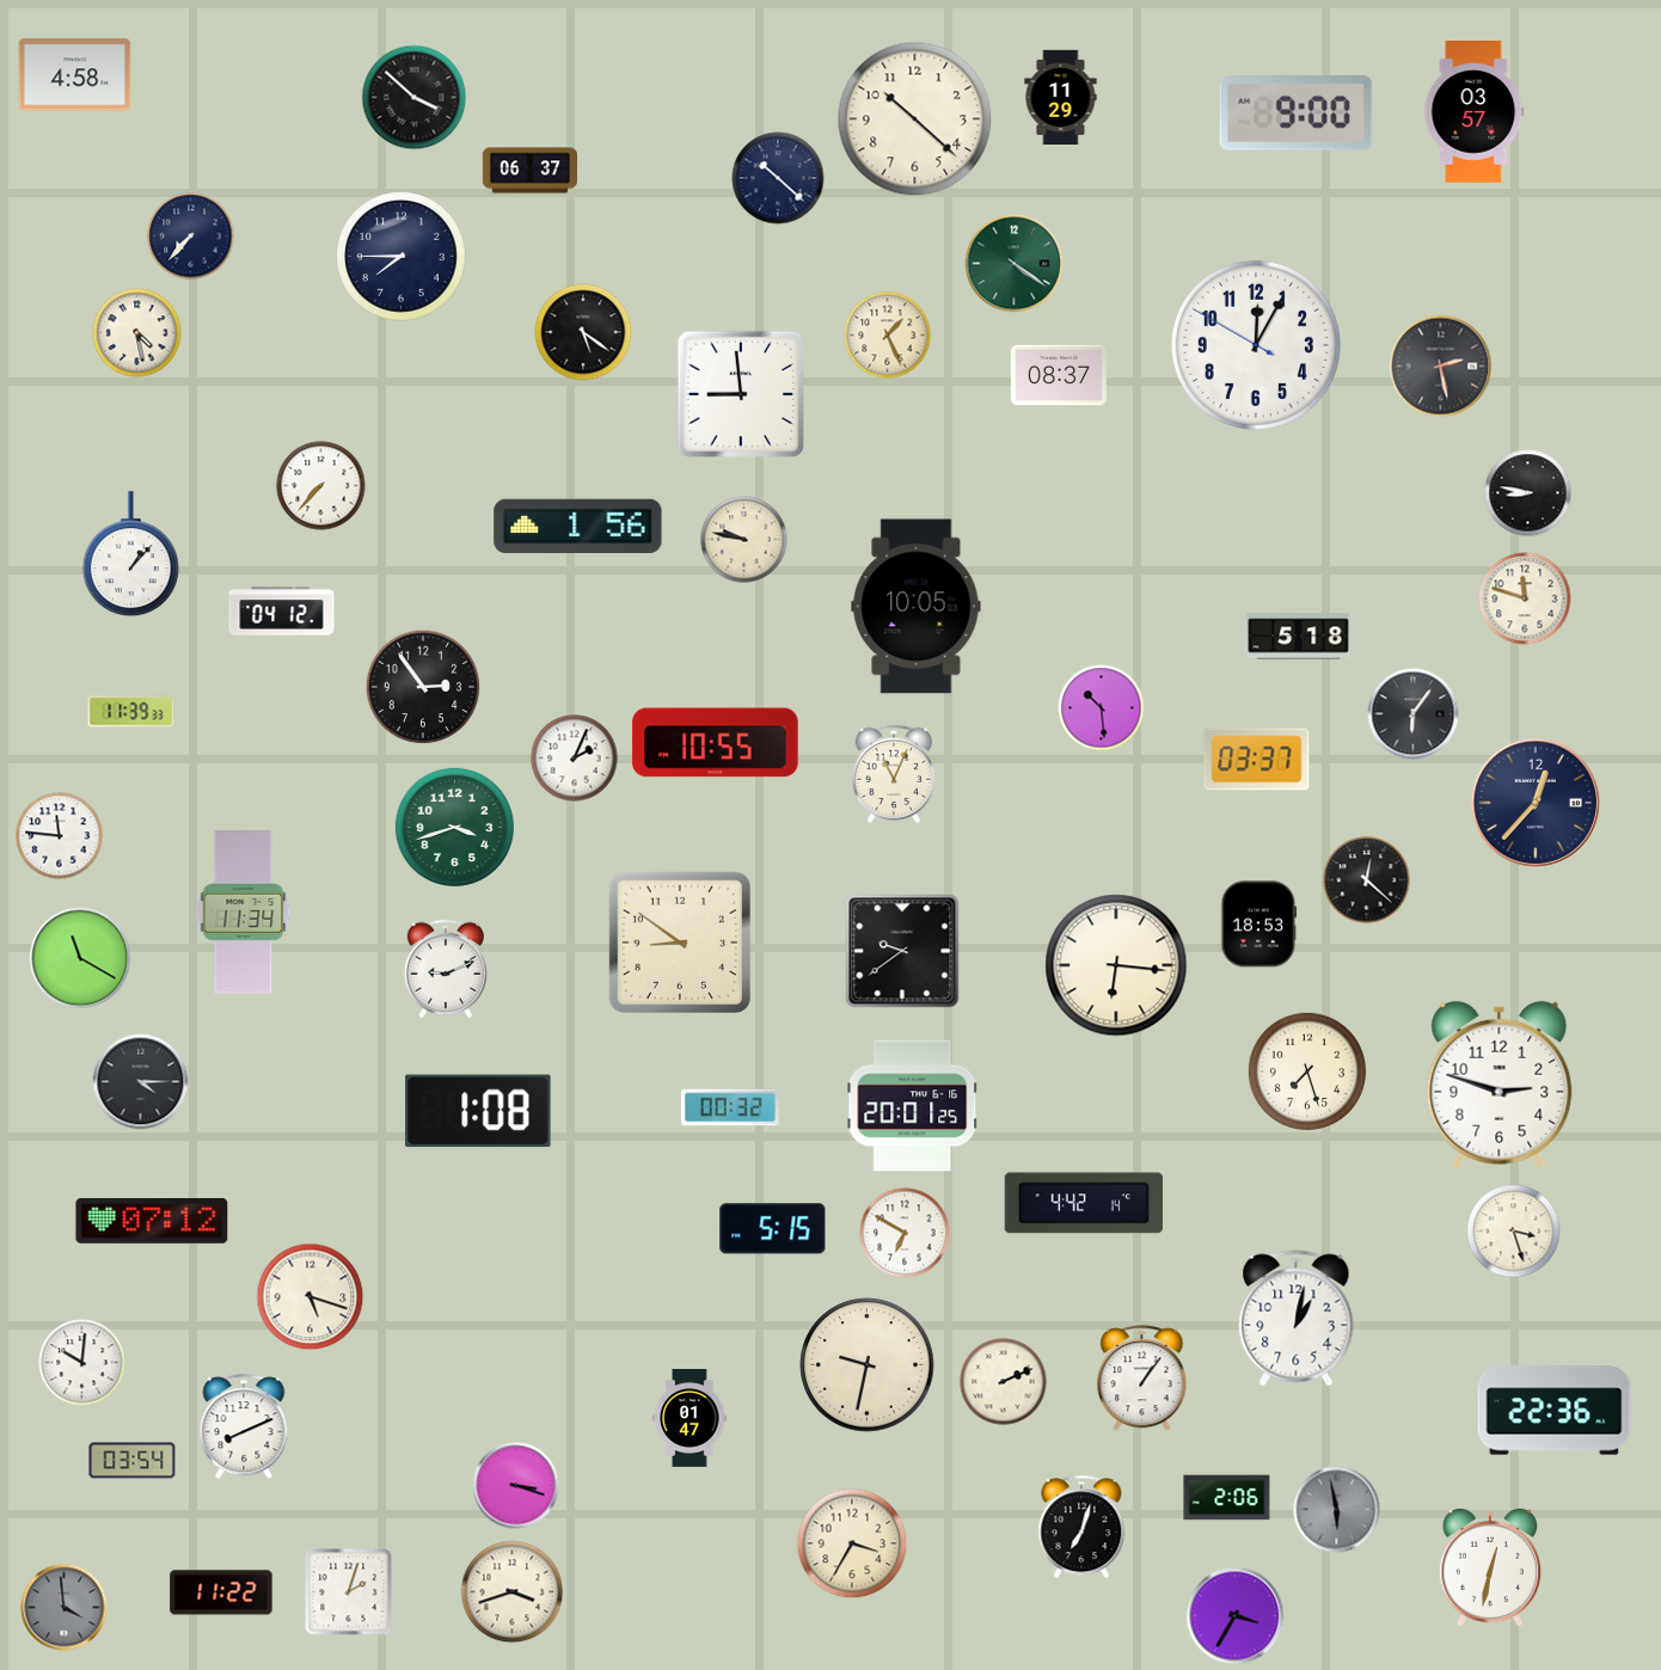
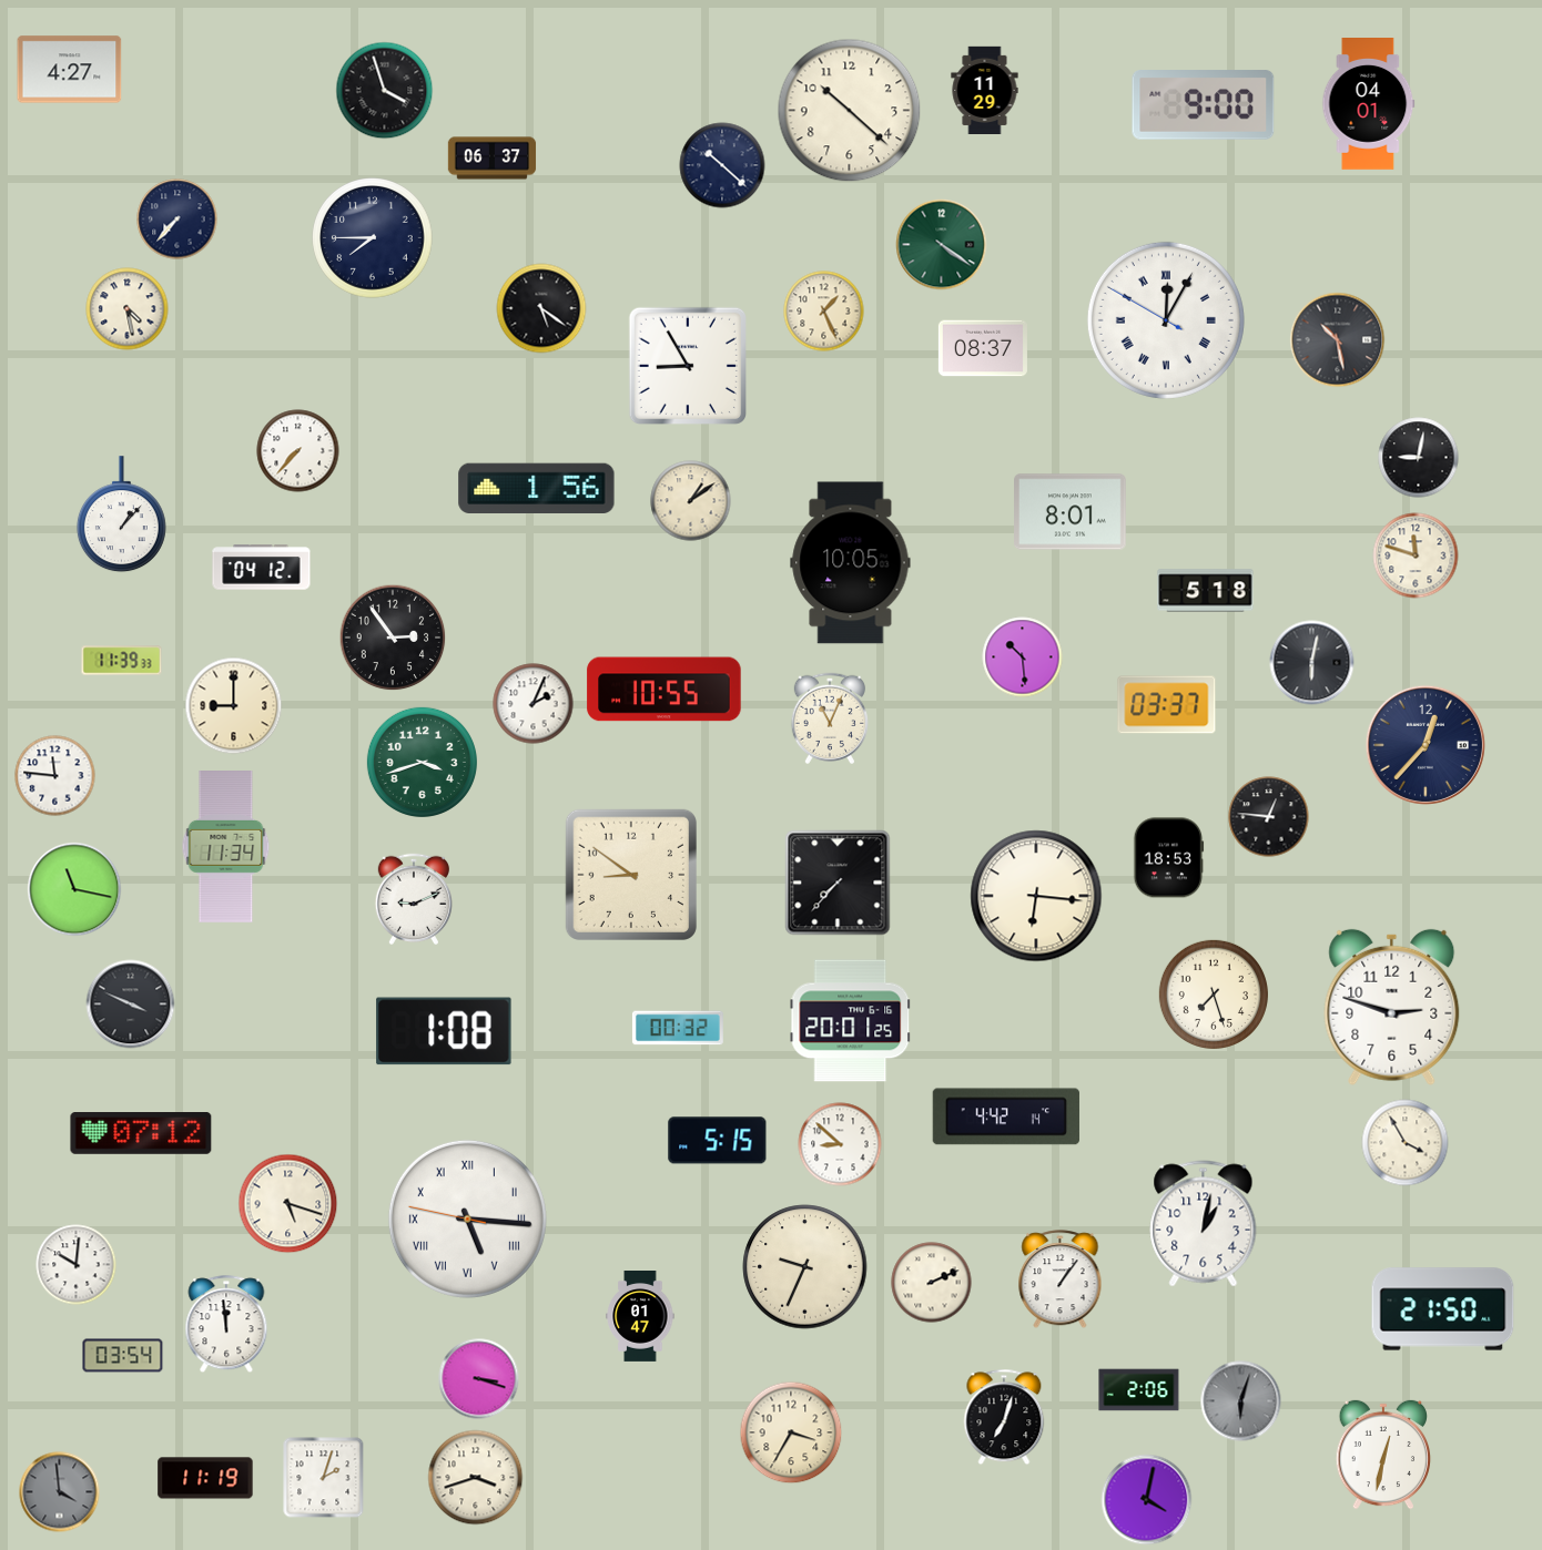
clock at (75, 75): 4:58 -> 4:27
clock at (415, 98): 3:52 -> 3:57
clock at (1475, 112): 03:57 -> 04:01
clock at (1256, 345) numerals: Arabic -> Roman
clock at (1441, 367): 2:28 -> 10:28
clock at (740, 393): 8:59 -> 8:55
clock at (1528, 493): 8:47 -> 9:02
clock at (744, 540): 9:47 -> 1:09
clock at (1071, 512): none -> 8:01
clock at (1414, 714): 6:06 -> 6:02
clock at (234, 706): none -> 9:00
clock at (454, 827) position: (454, 827) -> (422, 762)
clock at (1367, 880): 12:22 -> 12:46
clock at (902, 951): 9:39 -> 7:37
clock at (80, 958): 11:20 -> 11:17
clock at (141, 1082): 4:15 -> 3:49
clock at (913, 1106) position: (913, 1106) -> (851, 1021)
clock at (1514, 1232): 3:27 -> 3:55
clock at (905, 1233): 6:50 -> 8:52
clock at (467, 1218): none -> 5:15
clock at (868, 1365): 9:32 -> 9:34
clock at (1555, 1411): 22:36 -> 21:50
clock at (244, 1428): 8:11 -> 11:59
clock at (1337, 1510): 5:58 -> 6:03
clock at (221, 1592): 11:22 -> 11:19
clock at (1236, 1616): 3:35 -> 4:02
